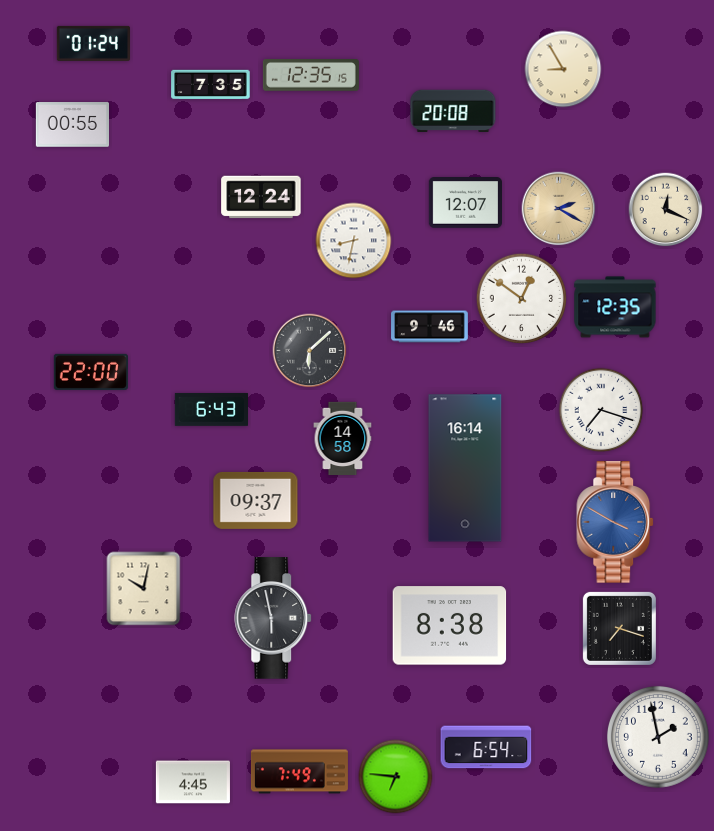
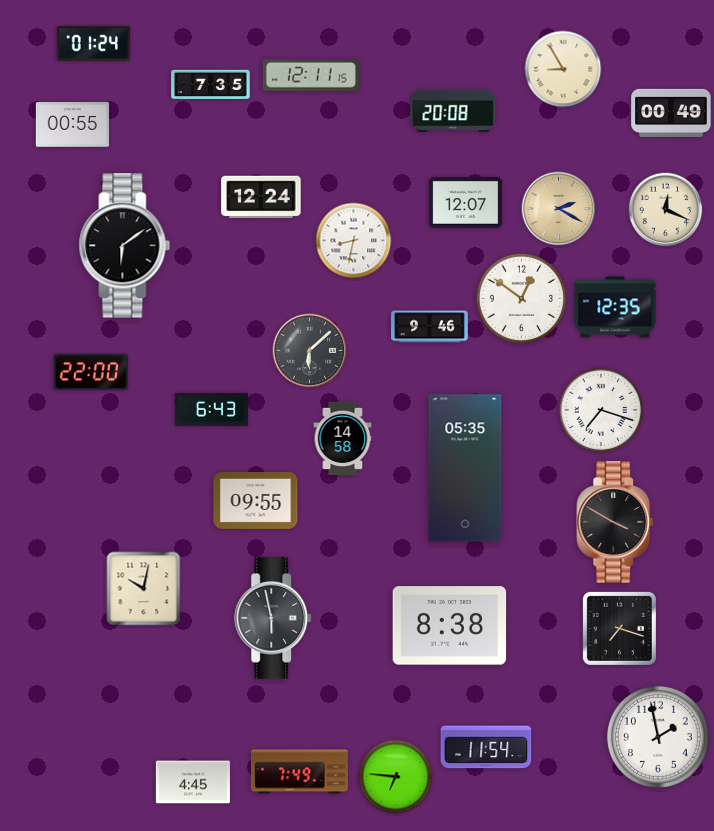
clock at (311, 76): 12:35 -> 12:11
clock at (671, 113): none -> 00:49
clock at (125, 246): none -> 6:09
clock at (465, 468): 16:14 -> 05:35
clock at (256, 500): 09:37 -> 09:55
clock at (616, 522) dial: blue -> black
clock at (486, 747): 6:54 -> 11:54
